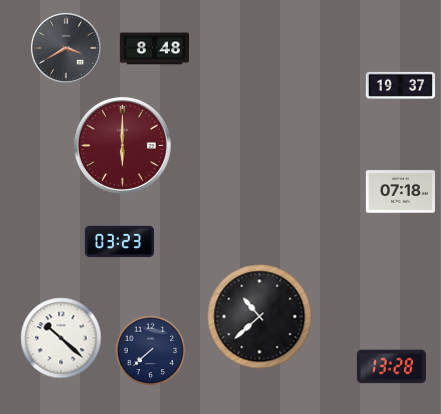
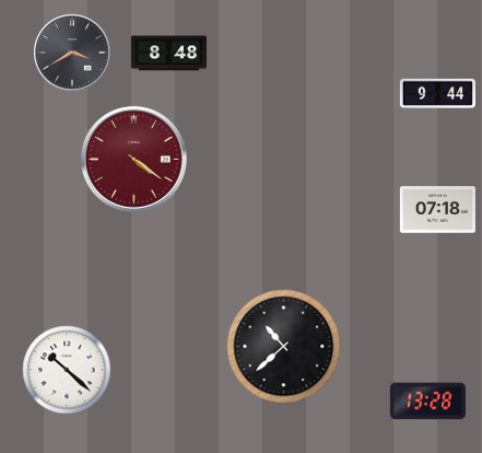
clock at (400, 85): 19:37 -> 9:44
clock at (122, 145): 6:00 -> 4:21
clock at (119, 242): 03:23 -> none
clock at (151, 351): 7:38 -> none
